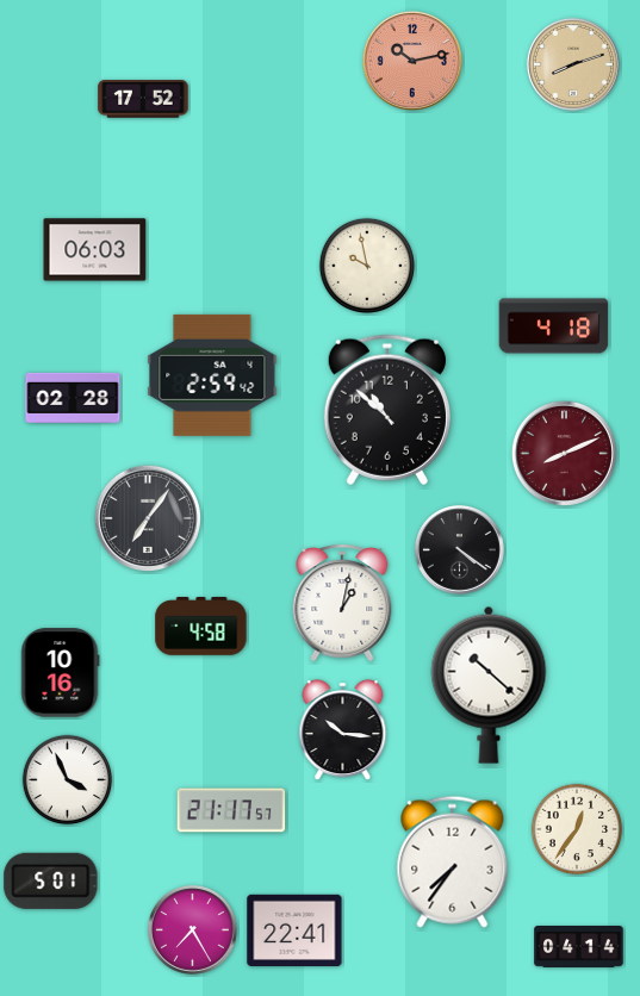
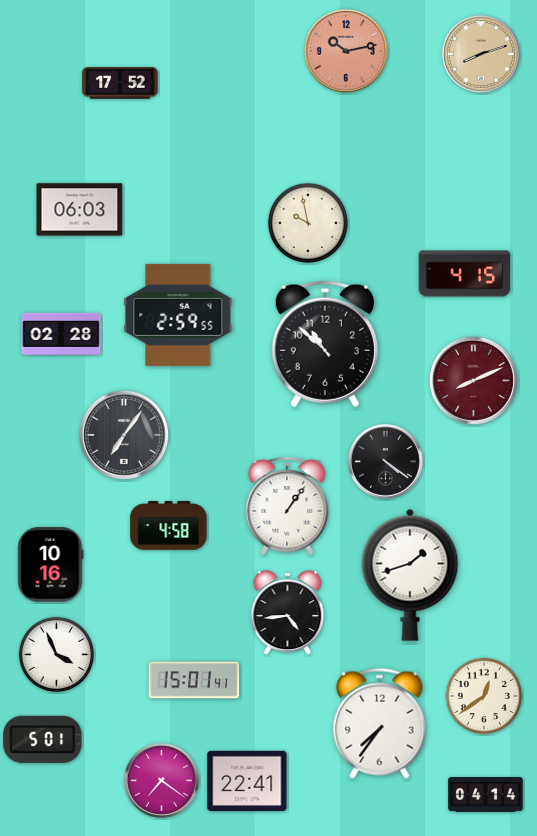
clock at (554, 326): 4:18 -> 4:15
clock at (212, 375): 2:59:42 -> 2:59:55
clock at (342, 603): 1:02 -> 1:06
clock at (489, 685): 10:22 -> 1:42
clock at (343, 729): 10:16 -> 4:44
clock at (231, 810): 21:17 -> 15:01
clock at (577, 829): 12:36 -> 12:39
clock at (192, 929): 7:25 -> 7:21
